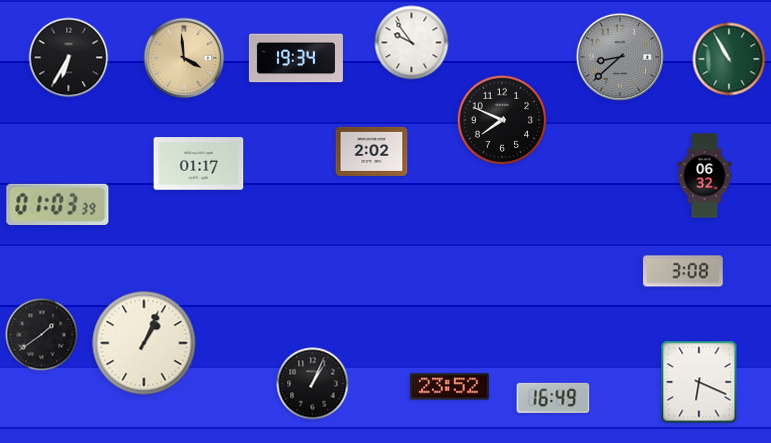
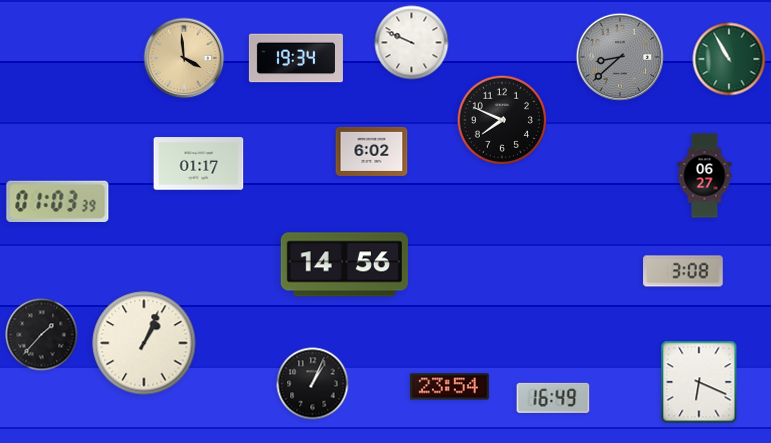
clock at (412, 43): 9:54 -> 9:49
clock at (69, 58): 6:35 -> none
clock at (372, 151): 2:02 -> 6:02
clock at (705, 176): 06:32 -> 06:27
clock at (58, 204) position: (58, 204) -> (58, 201)
clock at (344, 265): none -> 14:56
clock at (42, 335): 1:39 -> 1:37
clock at (450, 387): 23:52 -> 23:54
